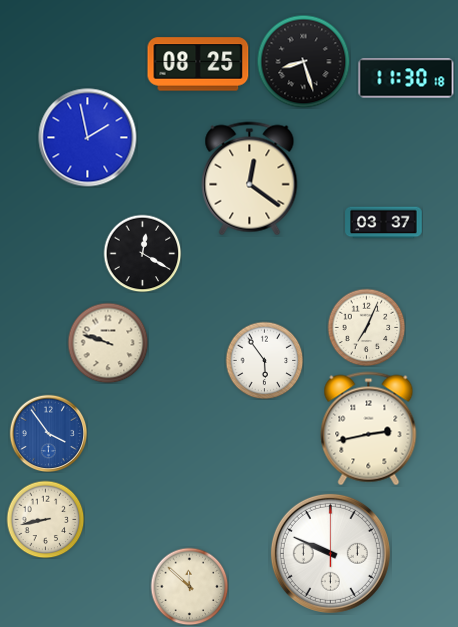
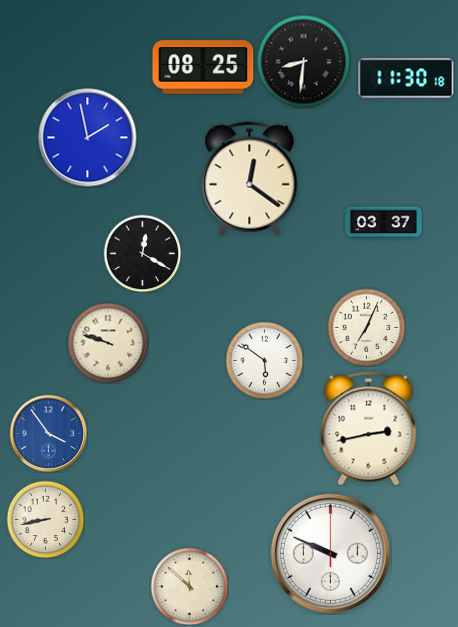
clock at (303, 61): 8:27 -> 8:31
clock at (198, 64) position: (198, 64) -> (203, 67)
clock at (264, 360): 5:54 -> 5:51
